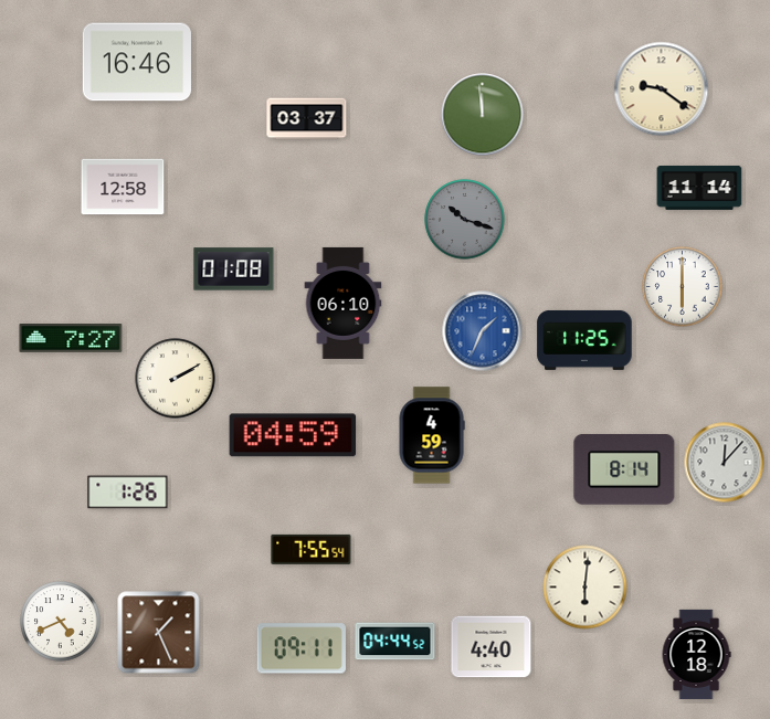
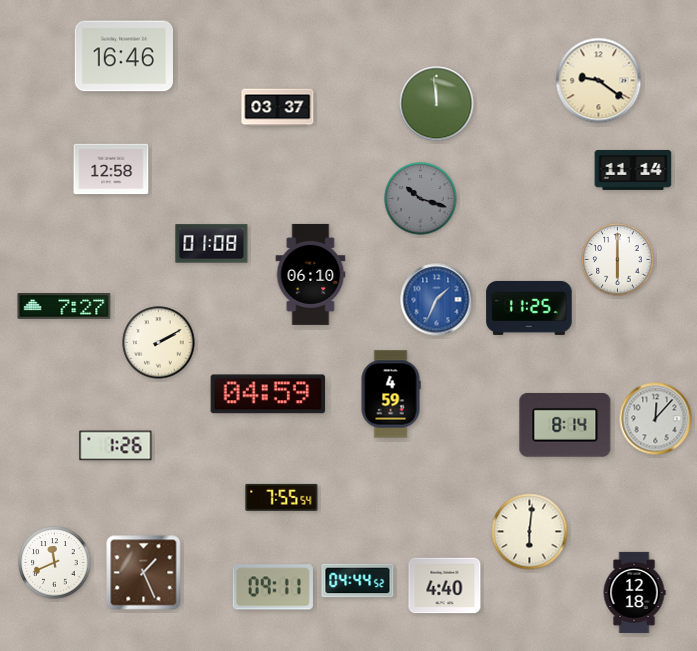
clock at (293, 435) position: (293, 435) -> (268, 394)
clock at (61, 622): 4:41 -> 11:41
clock at (696, 654) position: (696, 654) -> (634, 592)
